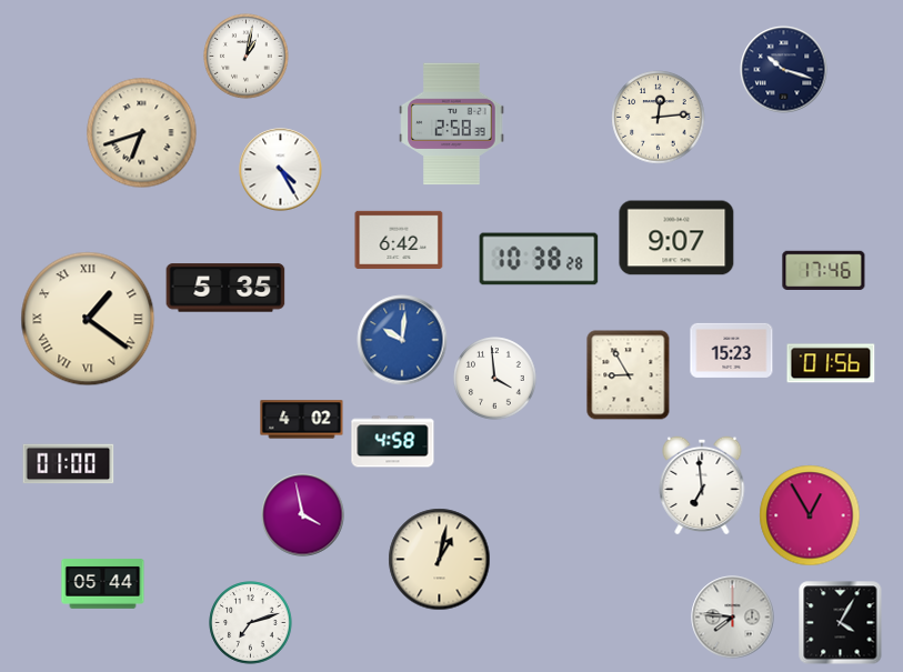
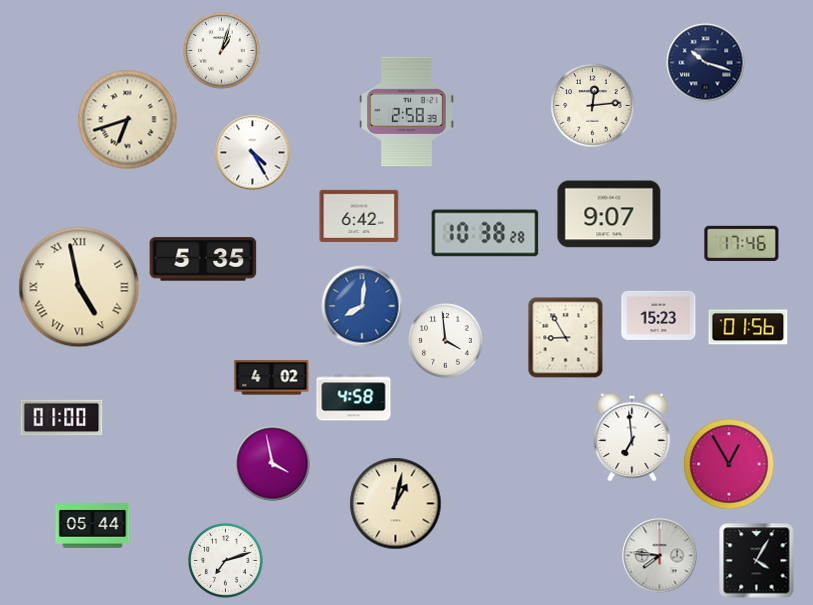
clock at (247, 57): 1:02 -> 1:03
clock at (88, 319): 1:21 -> 4:58
clock at (402, 340): 10:01 -> 8:01
